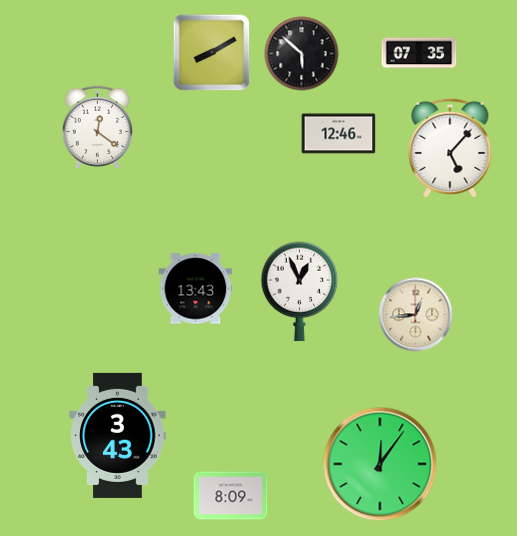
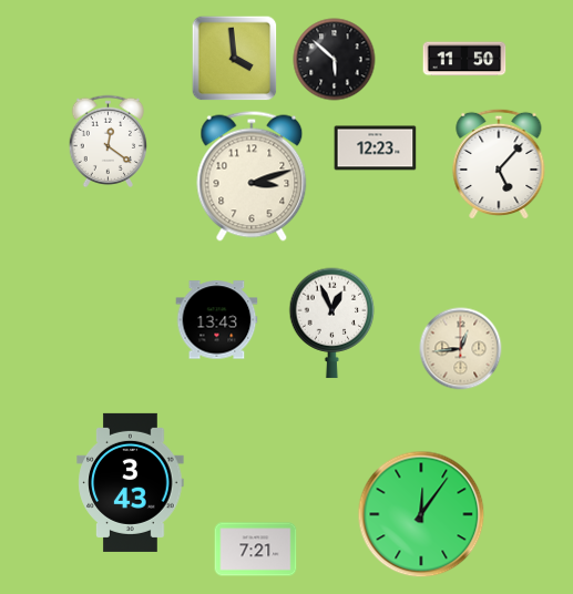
clock at (212, 53): 8:10 -> 3:59
clock at (419, 53): 07:35 -> 11:50
clock at (339, 134): 12:46 -> 12:23
clock at (252, 176): none -> 3:12
clock at (231, 496): 8:09 -> 7:21
